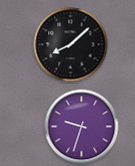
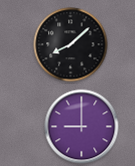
clock at (82, 127): 9:33 -> 9:00
